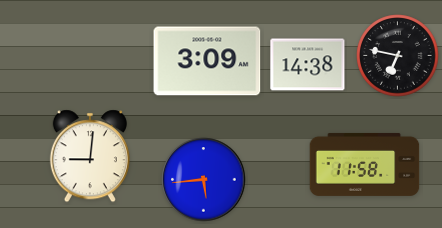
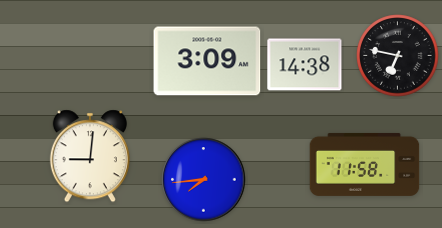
clock at (308, 65) position: (308, 65) -> (305, 65)
clock at (204, 180): 5:44 -> 7:44
